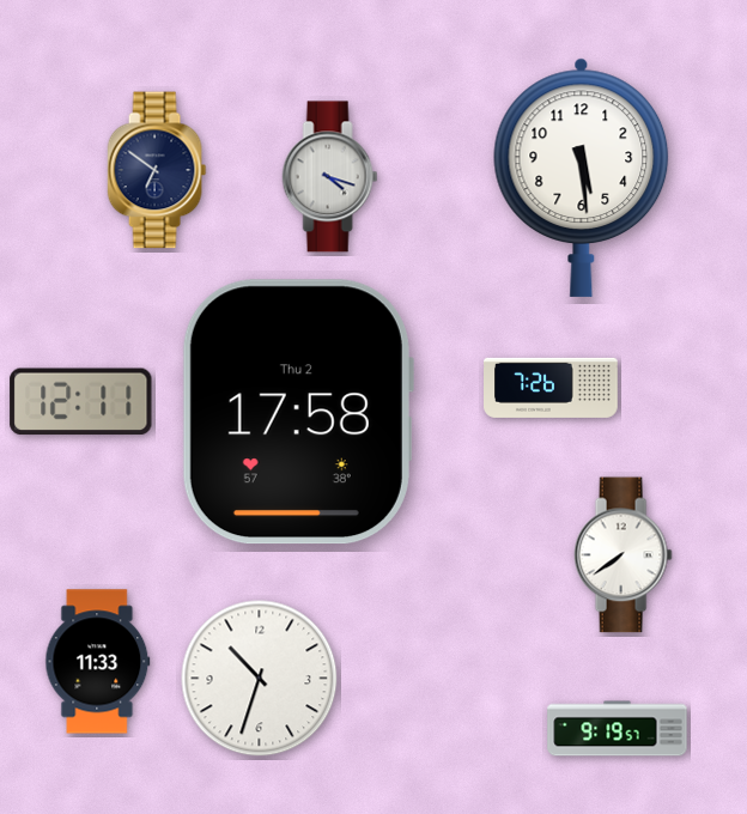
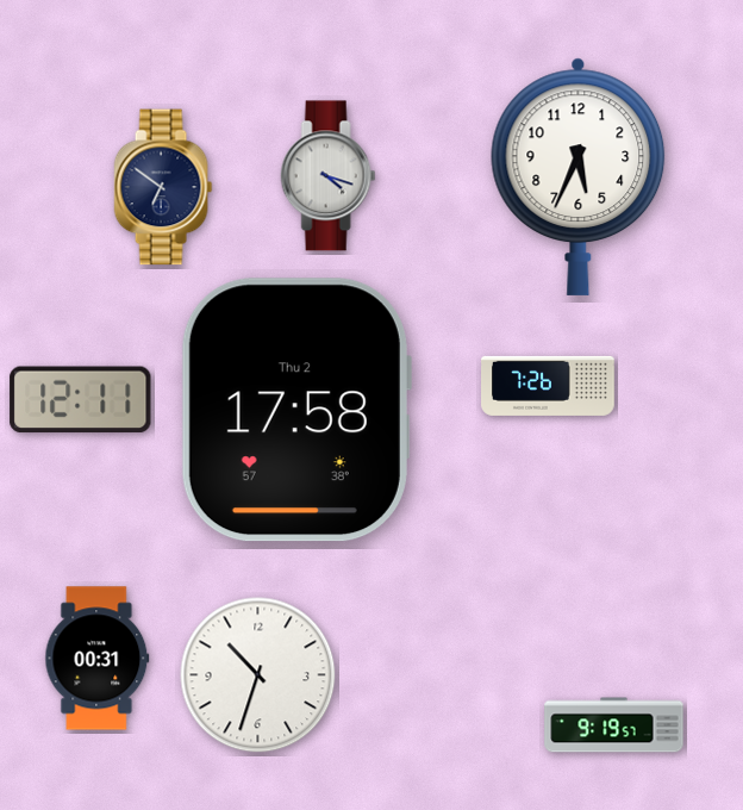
clock at (157, 170) position: (157, 170) -> (163, 187)
clock at (582, 177): 5:29 -> 5:34
clock at (622, 555): 7:39 -> none
clock at (98, 662): 11:33 -> 00:31
